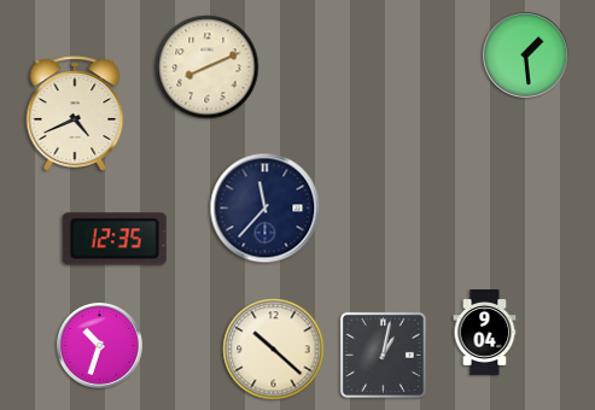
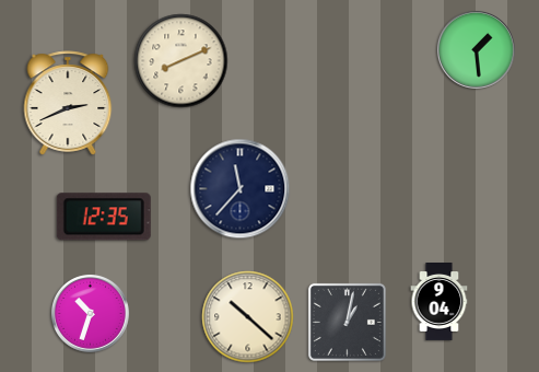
clock at (208, 68) position: (208, 68) -> (181, 61)
clock at (75, 113): 4:41 -> 2:41
